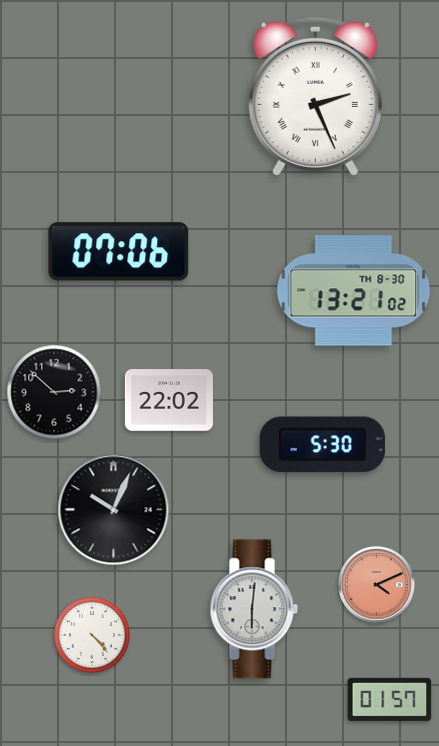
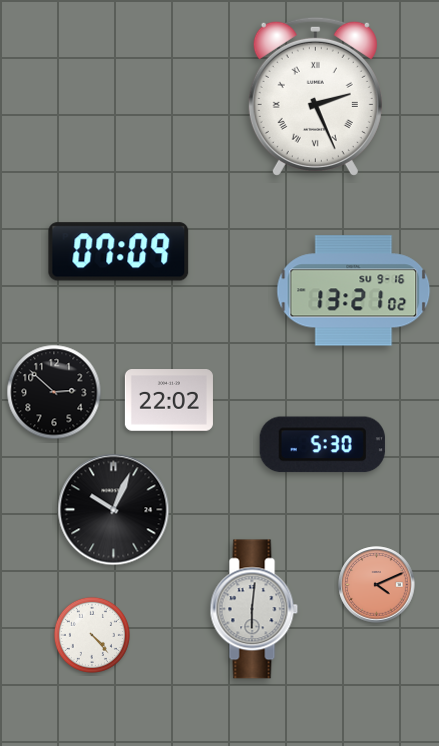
clock at (119, 252): 07:06 -> 07:09
clock at (354, 291) date: TH 8-30 -> SU 9-16
clock at (390, 699): 01:57 -> none
